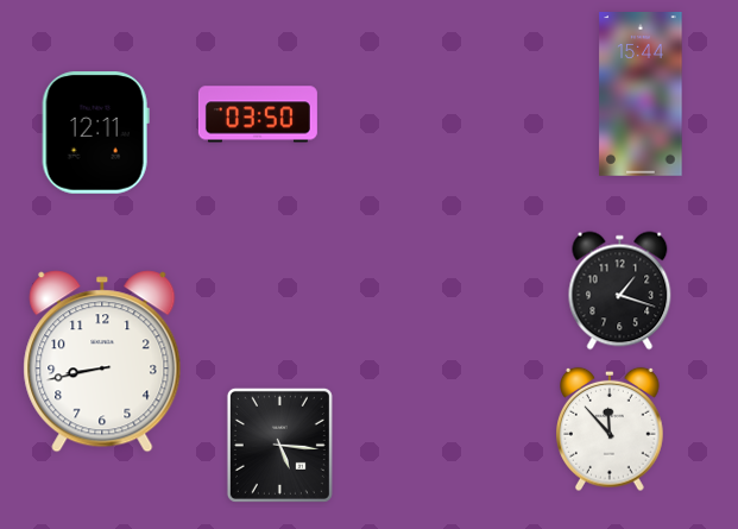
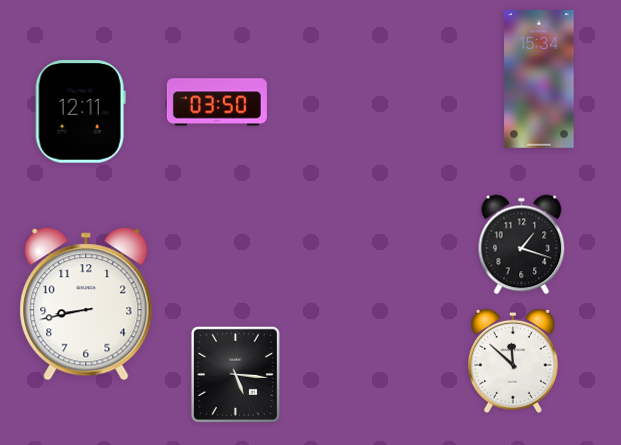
clock at (641, 95): 15:44 -> 15:34
clock at (258, 114) position: (258, 114) -> (217, 102)
clock at (611, 429): 11:53 -> 11:52
